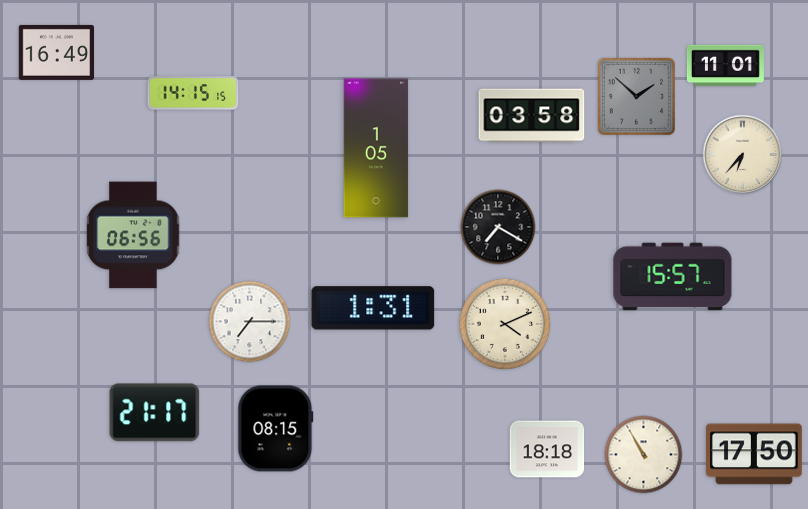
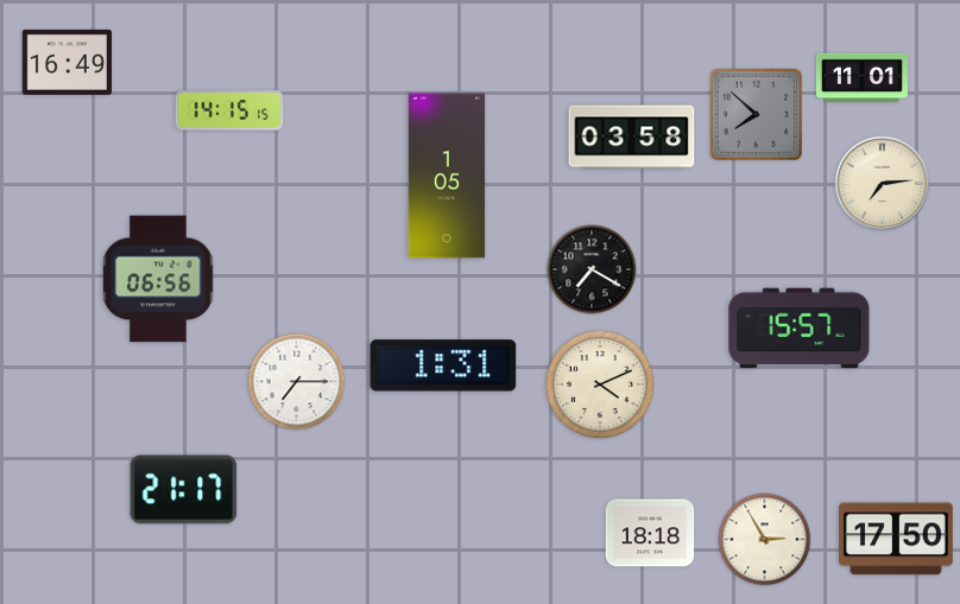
clock at (636, 96): 1:52 -> 7:52
clock at (743, 155): 6:37 -> 7:14
clock at (276, 429): 08:15 -> none
clock at (644, 455): 10:55 -> 2:55
